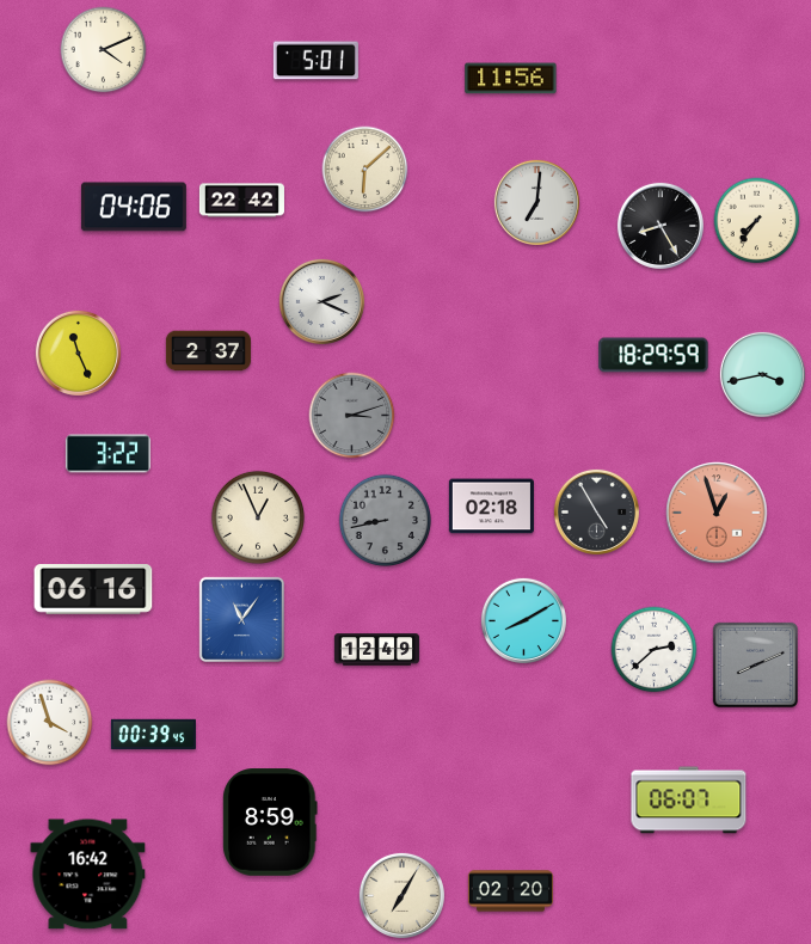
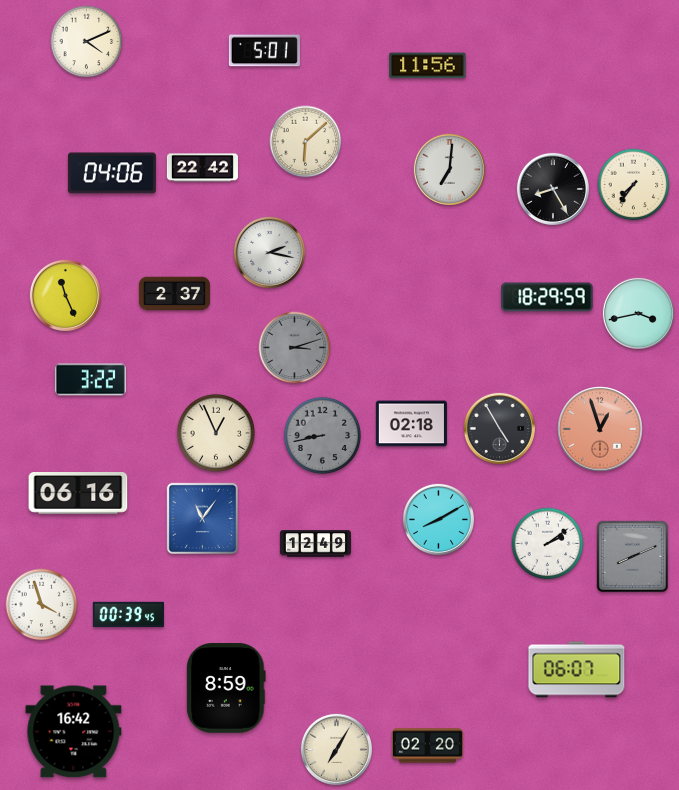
clock at (321, 301): 2:19 -> 2:17
clock at (655, 650): 2:38 -> 2:09
